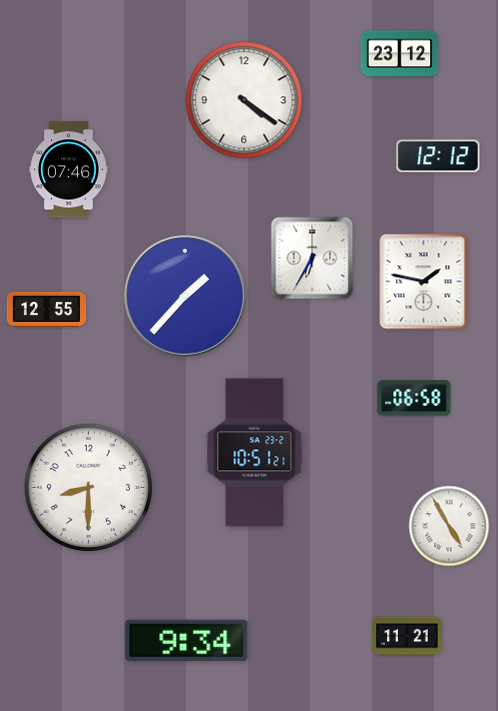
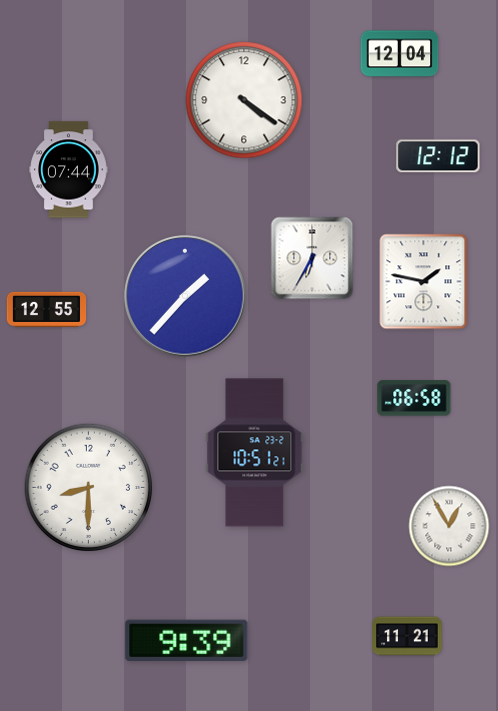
clock at (400, 54): 23:12 -> 12:04
clock at (69, 170): 07:46 -> 07:44
clock at (449, 526): 4:55 -> 12:55
clock at (187, 640): 9:34 -> 9:39
